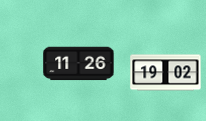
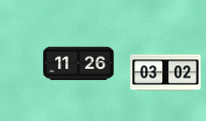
clock at (166, 73): 19:02 -> 03:02
